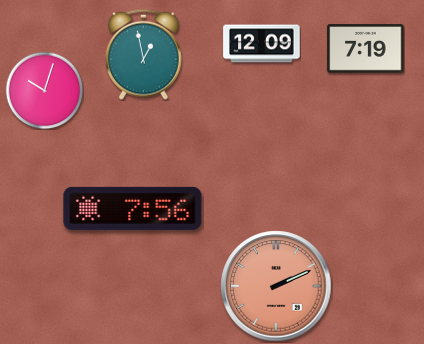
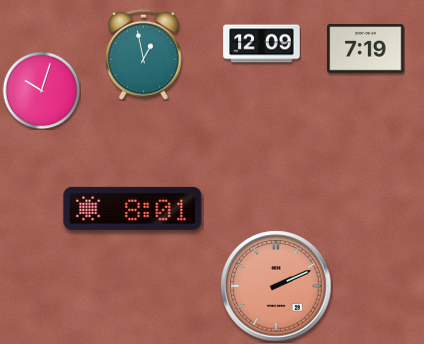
clock at (44, 90) position: (44, 90) -> (41, 90)
clock at (133, 208): 7:56 -> 8:01
